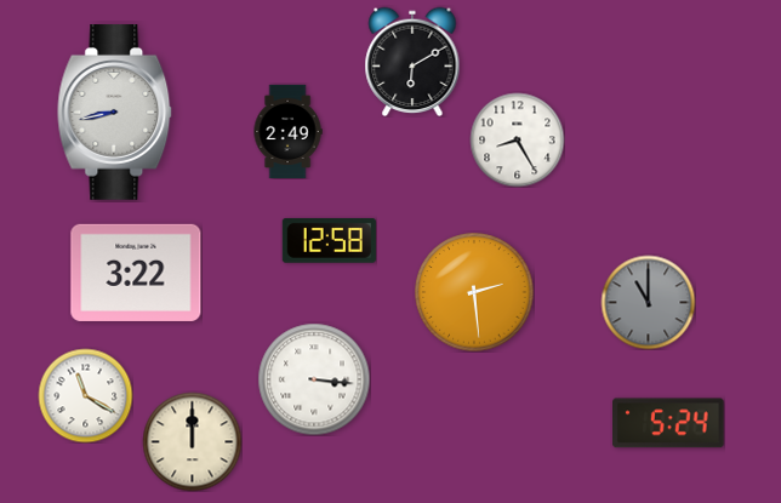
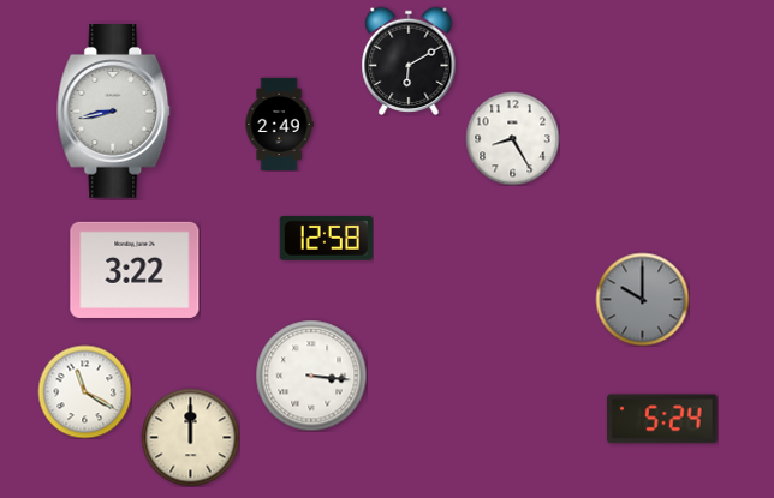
clock at (287, 131) position: (287, 131) -> (279, 124)
clock at (474, 292): 2:29 -> none
clock at (648, 302): 11:00 -> 10:00
